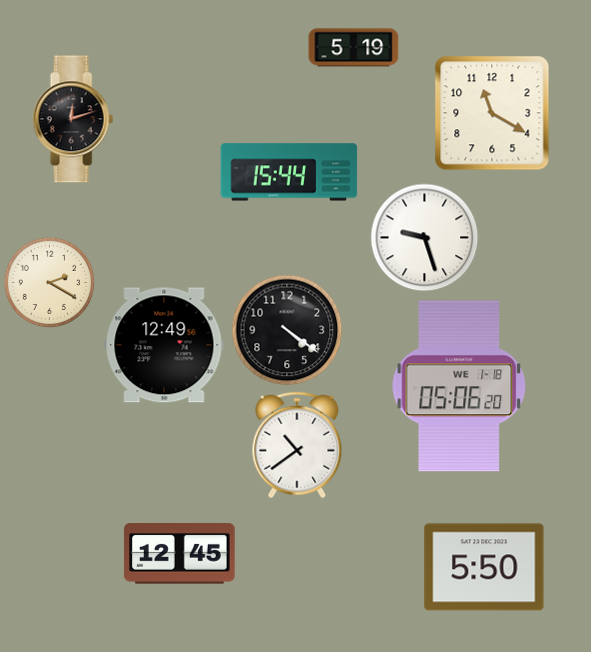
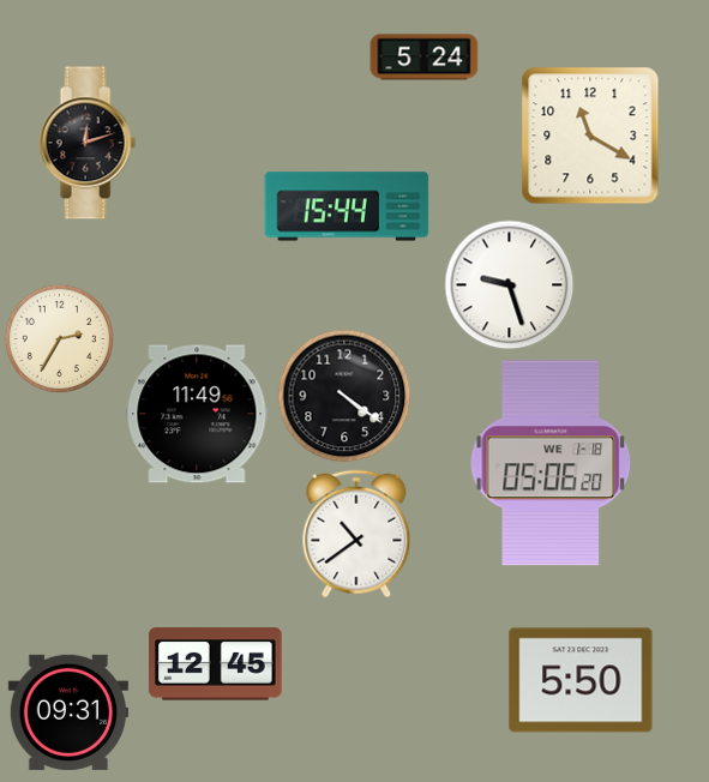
clock at (354, 48): 5:19 -> 5:24
clock at (49, 282): 2:20 -> 2:35
clock at (164, 345): 12:49 -> 11:49
clock at (68, 712): none -> 09:31
